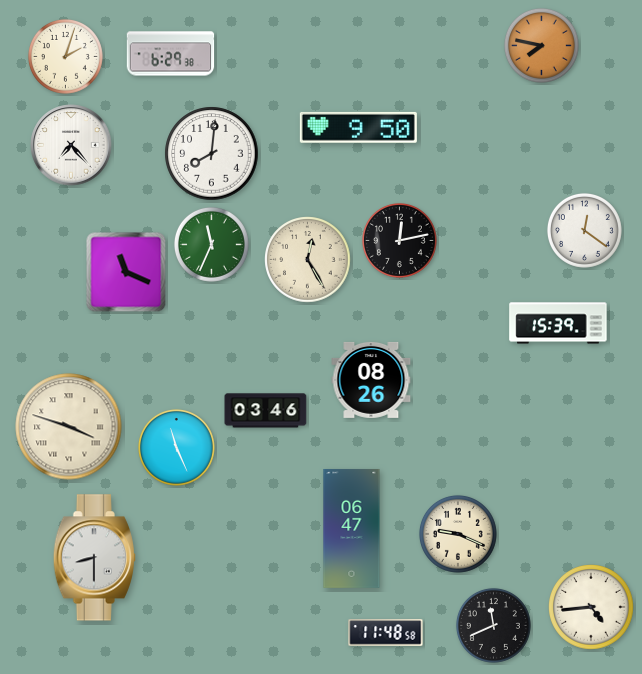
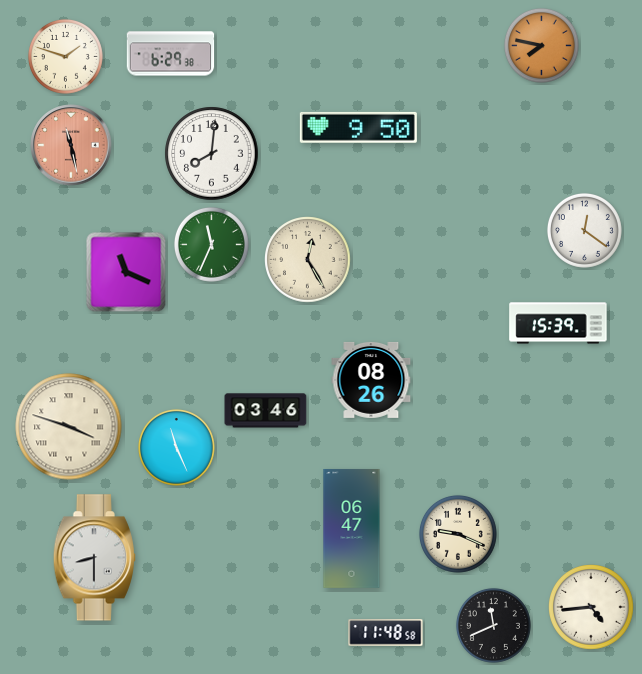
clock at (65, 56): 2:03 -> 1:48
clock at (71, 145): 7:23 -> 11:28
clock at (71, 145) dial: white -> salmon
clock at (399, 240): 12:13 -> none
